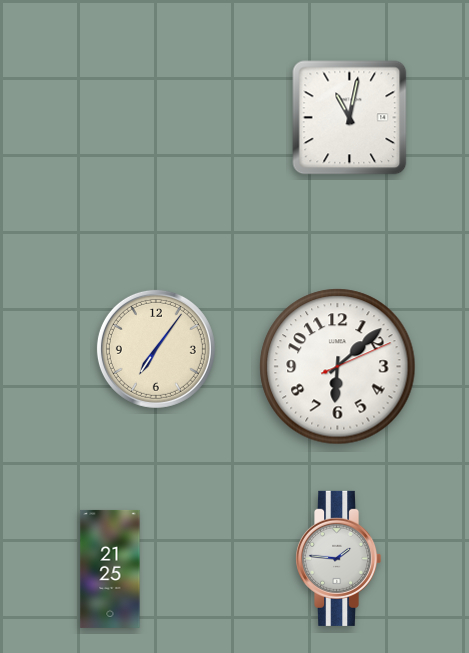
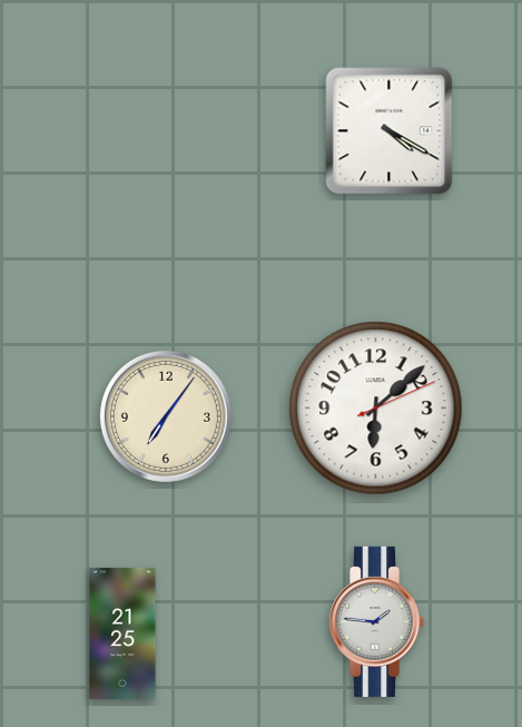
clock at (350, 118): 11:02 -> 4:20
clock at (156, 349) position: (156, 349) -> (166, 416)
